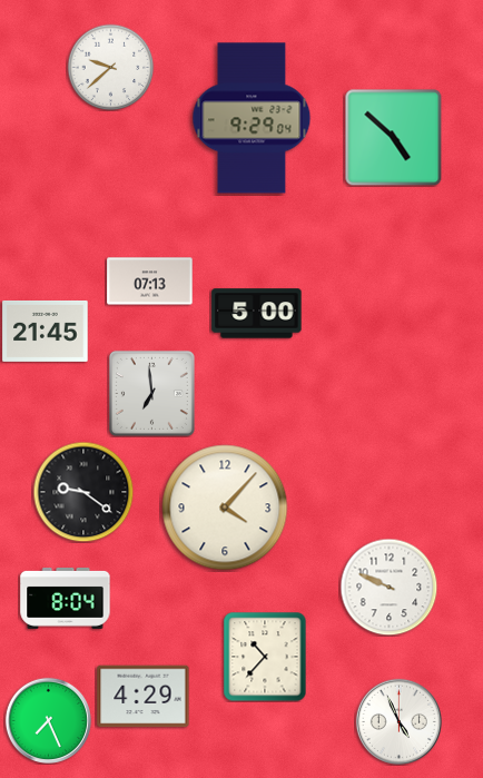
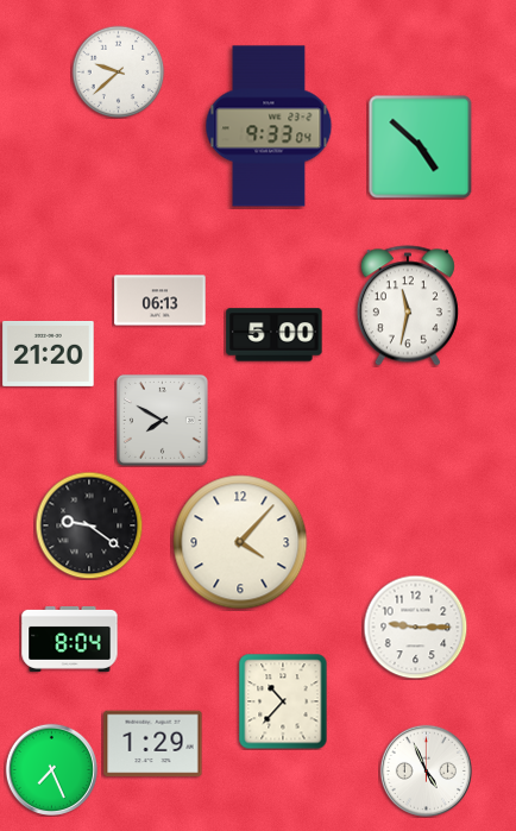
clock at (252, 118): 9:29 -> 9:33
clock at (150, 282): 07:13 -> 06:13
clock at (408, 306): none -> 11:32
clock at (46, 331): 21:45 -> 21:20
clock at (151, 393): 6:59 -> 7:50
clock at (388, 587): 9:49 -> 9:15
clock at (144, 697): 4:29 -> 1:29
